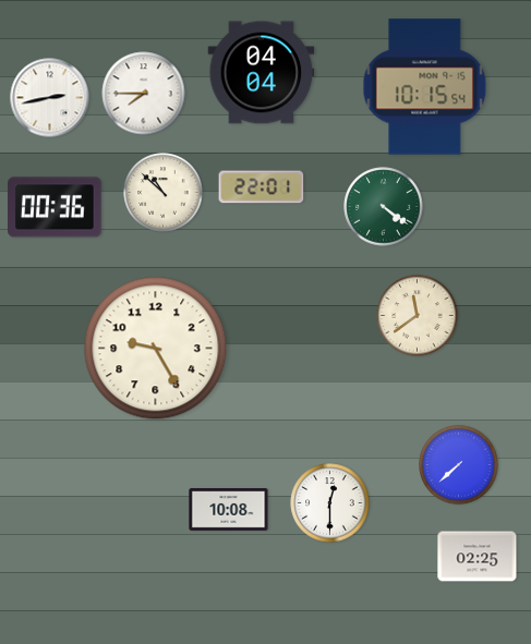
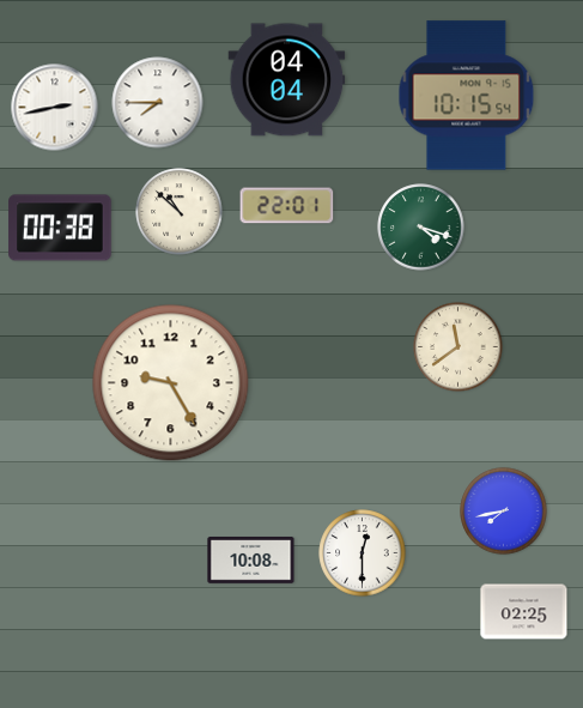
clock at (55, 207): 00:36 -> 00:38
clock at (384, 207): 4:21 -> 4:18
clock at (459, 465): 7:38 -> 7:43
